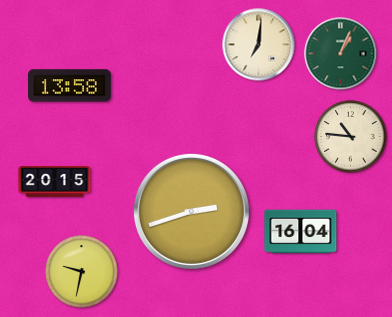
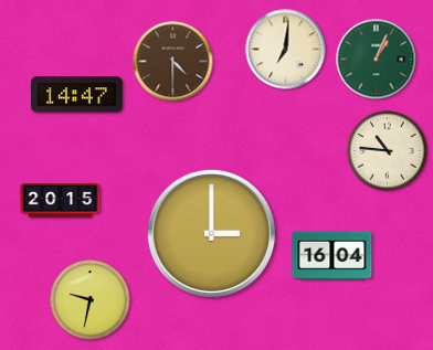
clock at (173, 62): none -> 4:30
clock at (70, 86): 13:58 -> 14:47
clock at (191, 211): 2:42 -> 3:00
